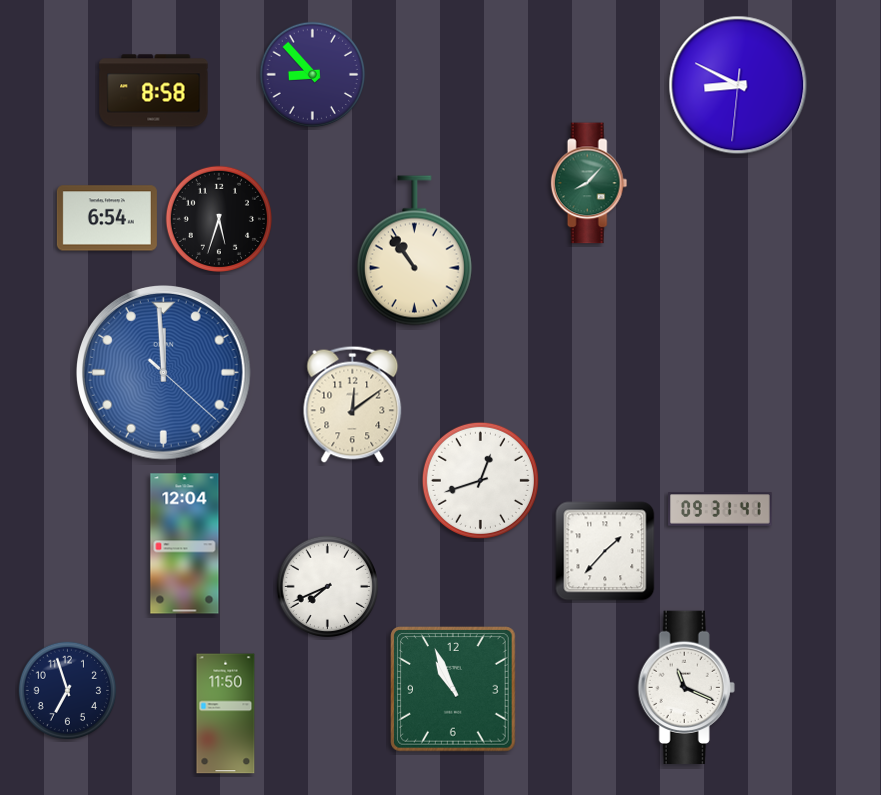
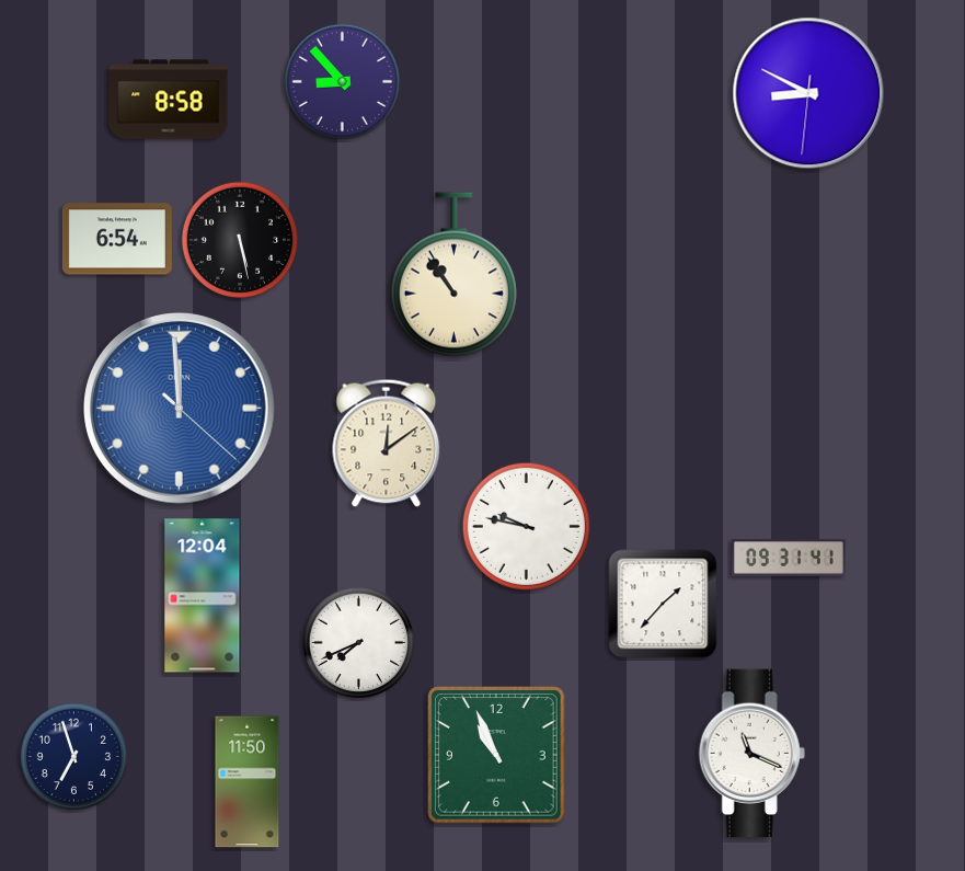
clock at (589, 183): 8:07 -> none
clock at (218, 218): 5:33 -> 5:28
clock at (480, 480): 12:42 -> 9:47
